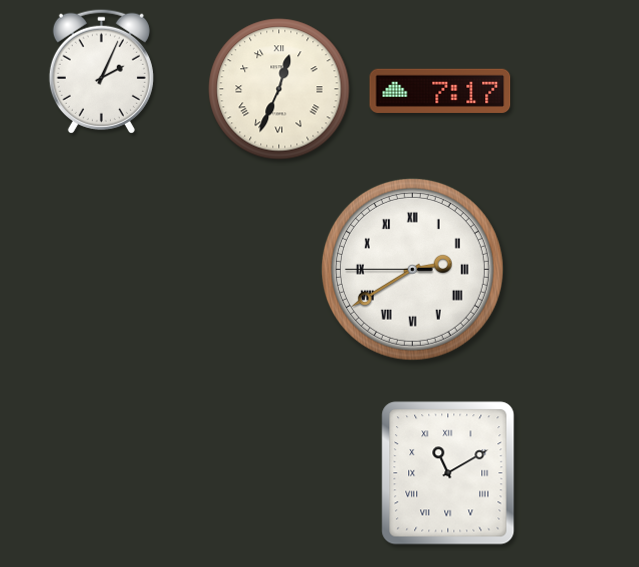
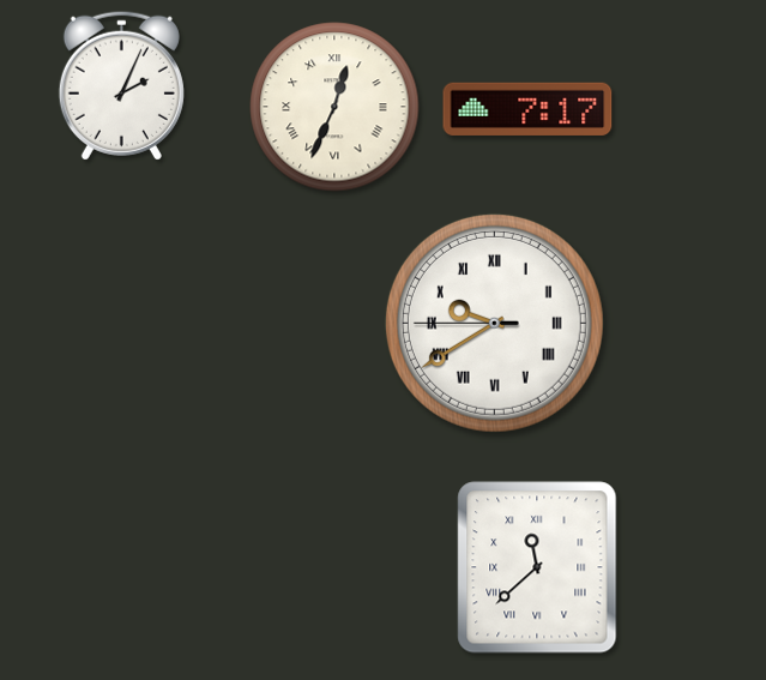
clock at (412, 269): 2:39 -> 9:39
clock at (448, 473): 11:10 -> 11:38
